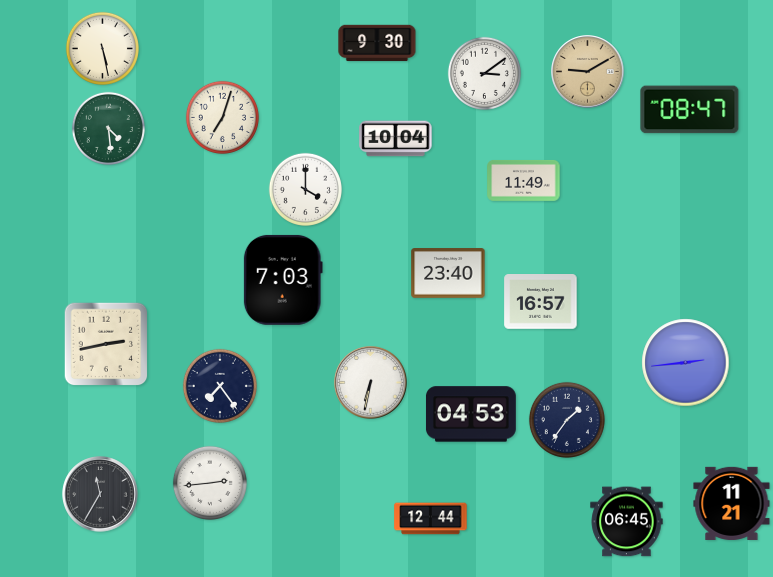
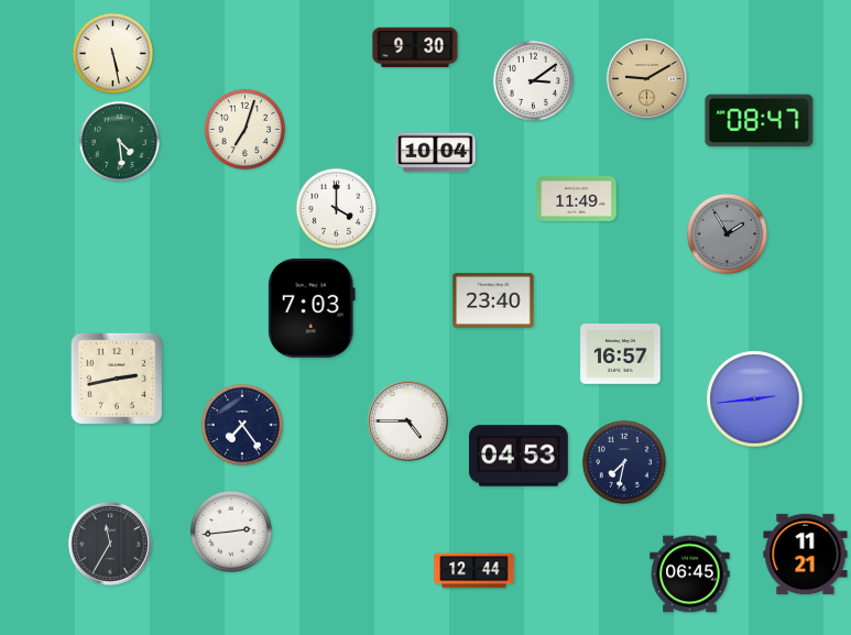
clock at (727, 233): none -> 1:55
clock at (541, 302) position: (541, 302) -> (621, 354)
clock at (371, 383): 6:32 -> 4:45
clock at (567, 420): 1:36 -> 7:32
